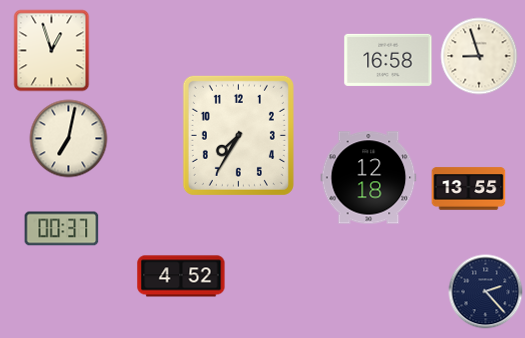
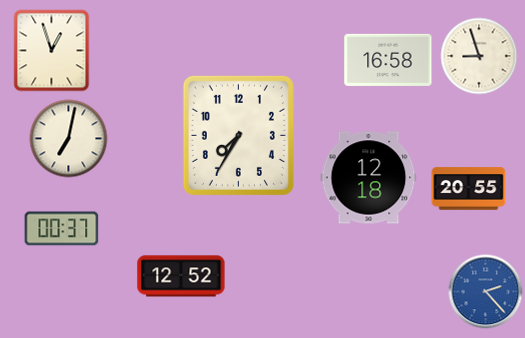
clock at (469, 189): 13:55 -> 20:55
clock at (181, 276): 4:52 -> 12:52
clock at (486, 292) dial: navy -> blue
